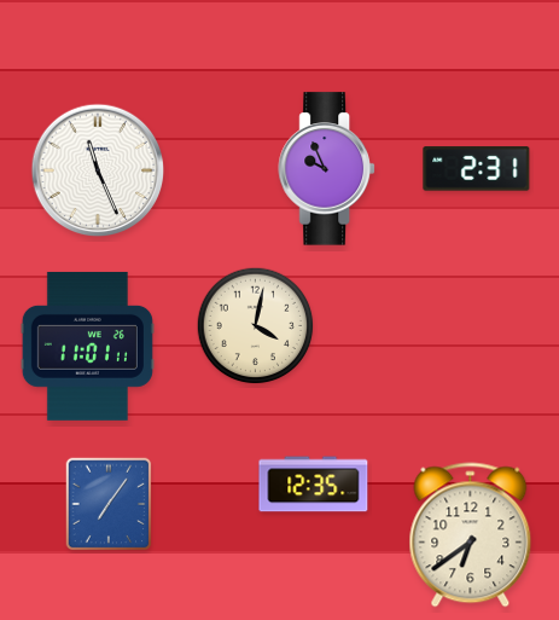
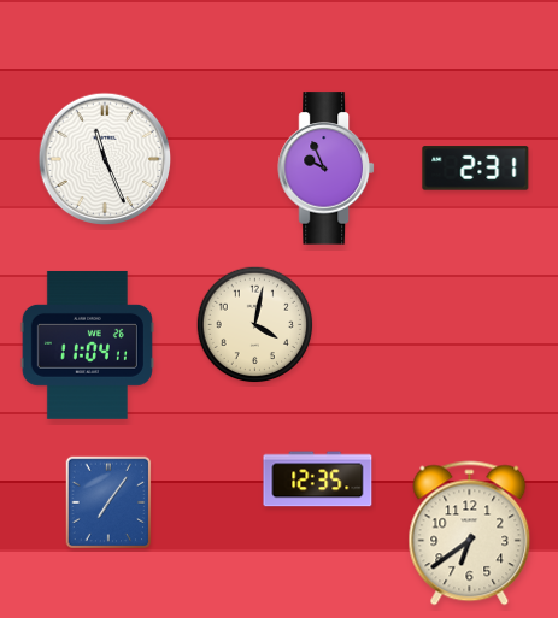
clock at (98, 170) position: (98, 170) -> (105, 159)
clock at (87, 346): 11:01 -> 11:04
clock at (314, 485) position: (314, 485) -> (318, 479)
